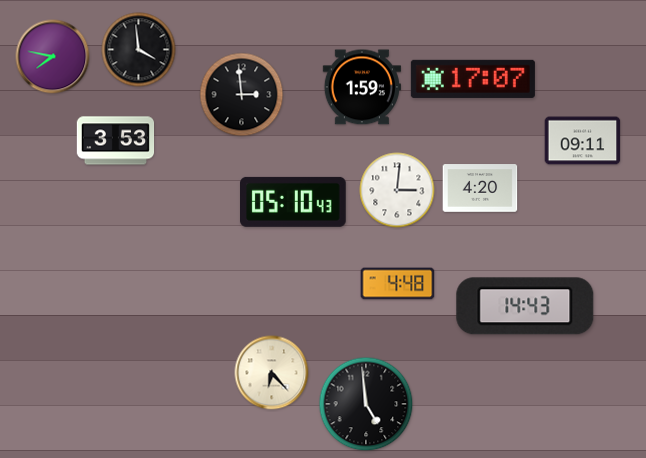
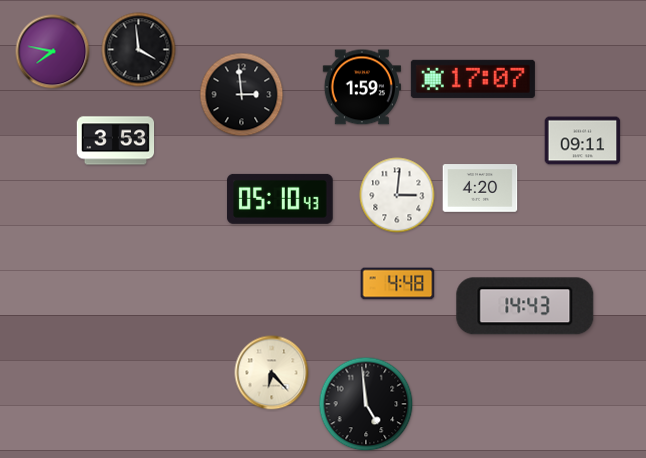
clock at (53, 57) position: (53, 57) -> (53, 52)
clock at (397, 190) position: (397, 190) -> (397, 195)
clock at (293, 202) position: (293, 202) -> (280, 199)
